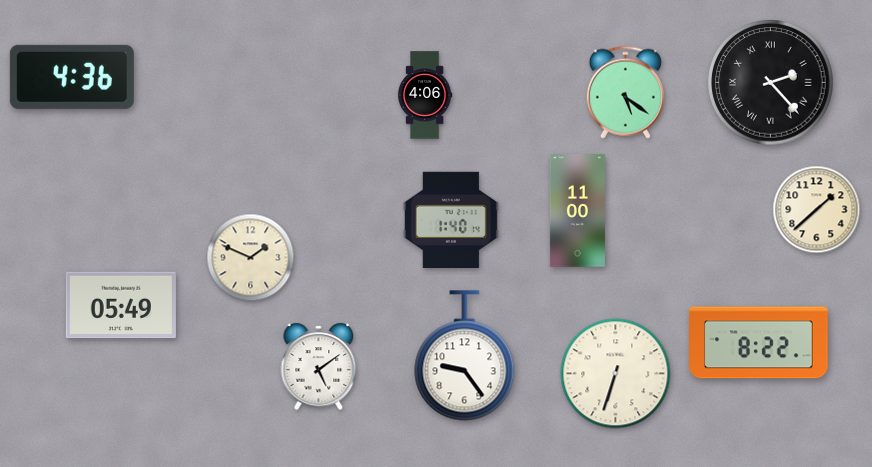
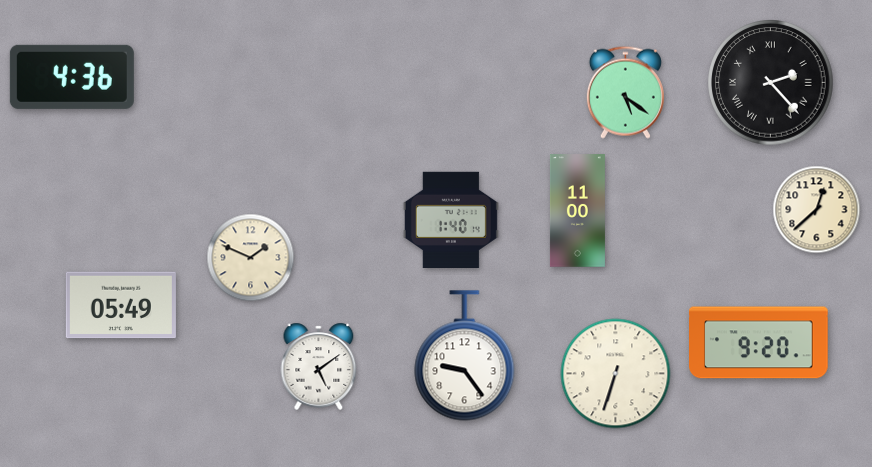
clock at (425, 95): 4:06 -> none
clock at (817, 210): 1:38 -> 12:38
clock at (759, 343): 8:22 -> 9:20
